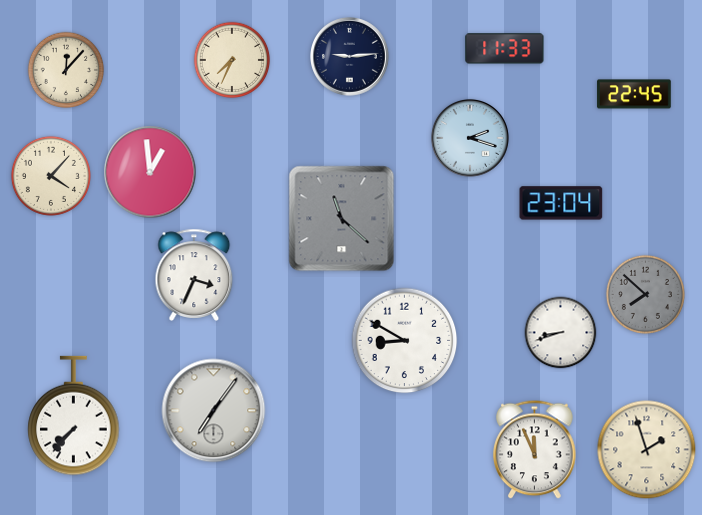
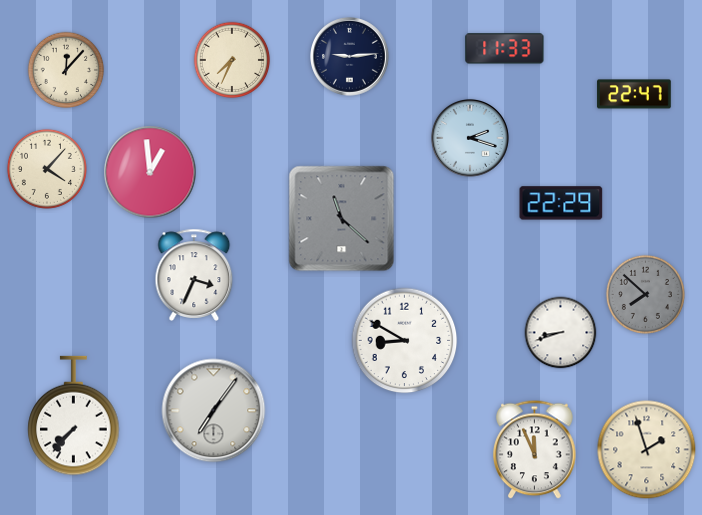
clock at (634, 94): 22:45 -> 22:47
clock at (51, 176) position: (51, 176) -> (47, 169)
clock at (561, 203): 23:04 -> 22:29
